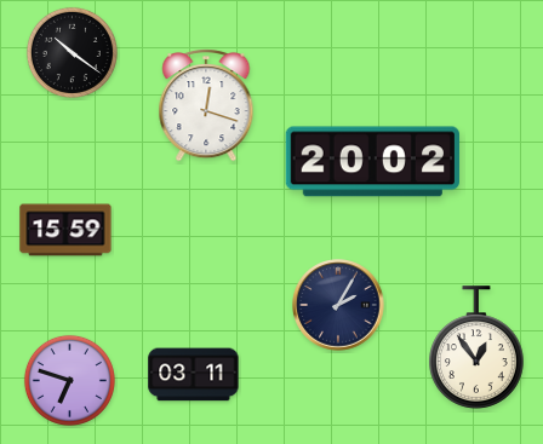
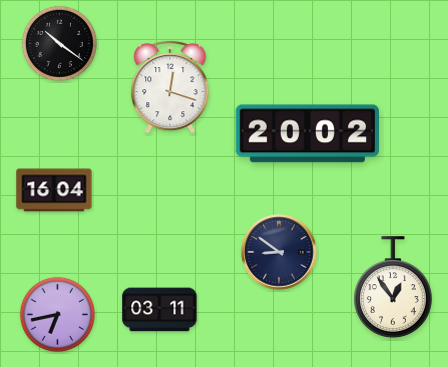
clock at (65, 230): 15:59 -> 16:04
clock at (338, 305): 2:05 -> 8:51
clock at (69, 380): 6:48 -> 6:43
